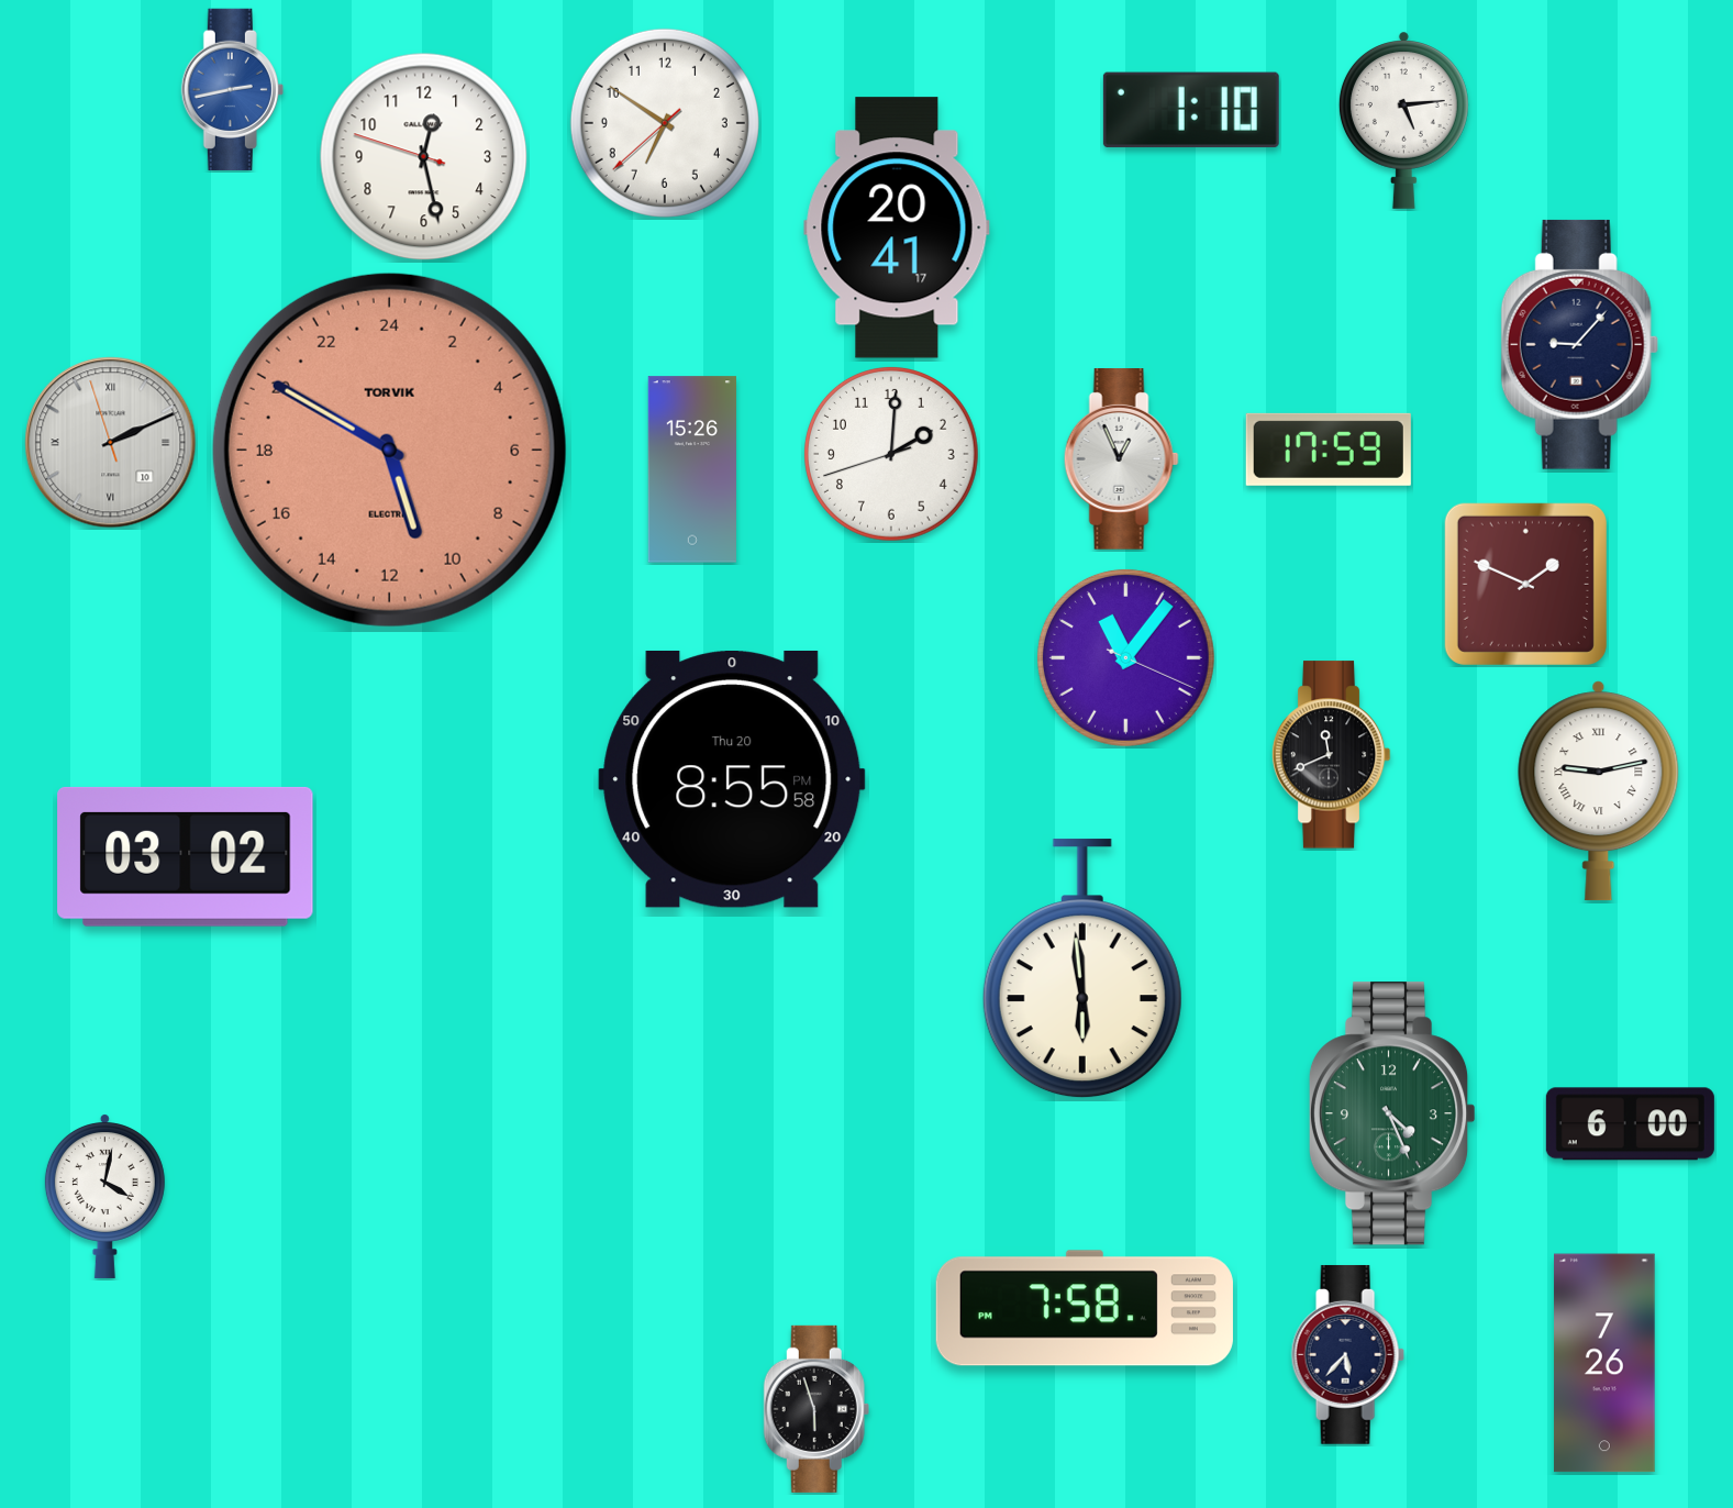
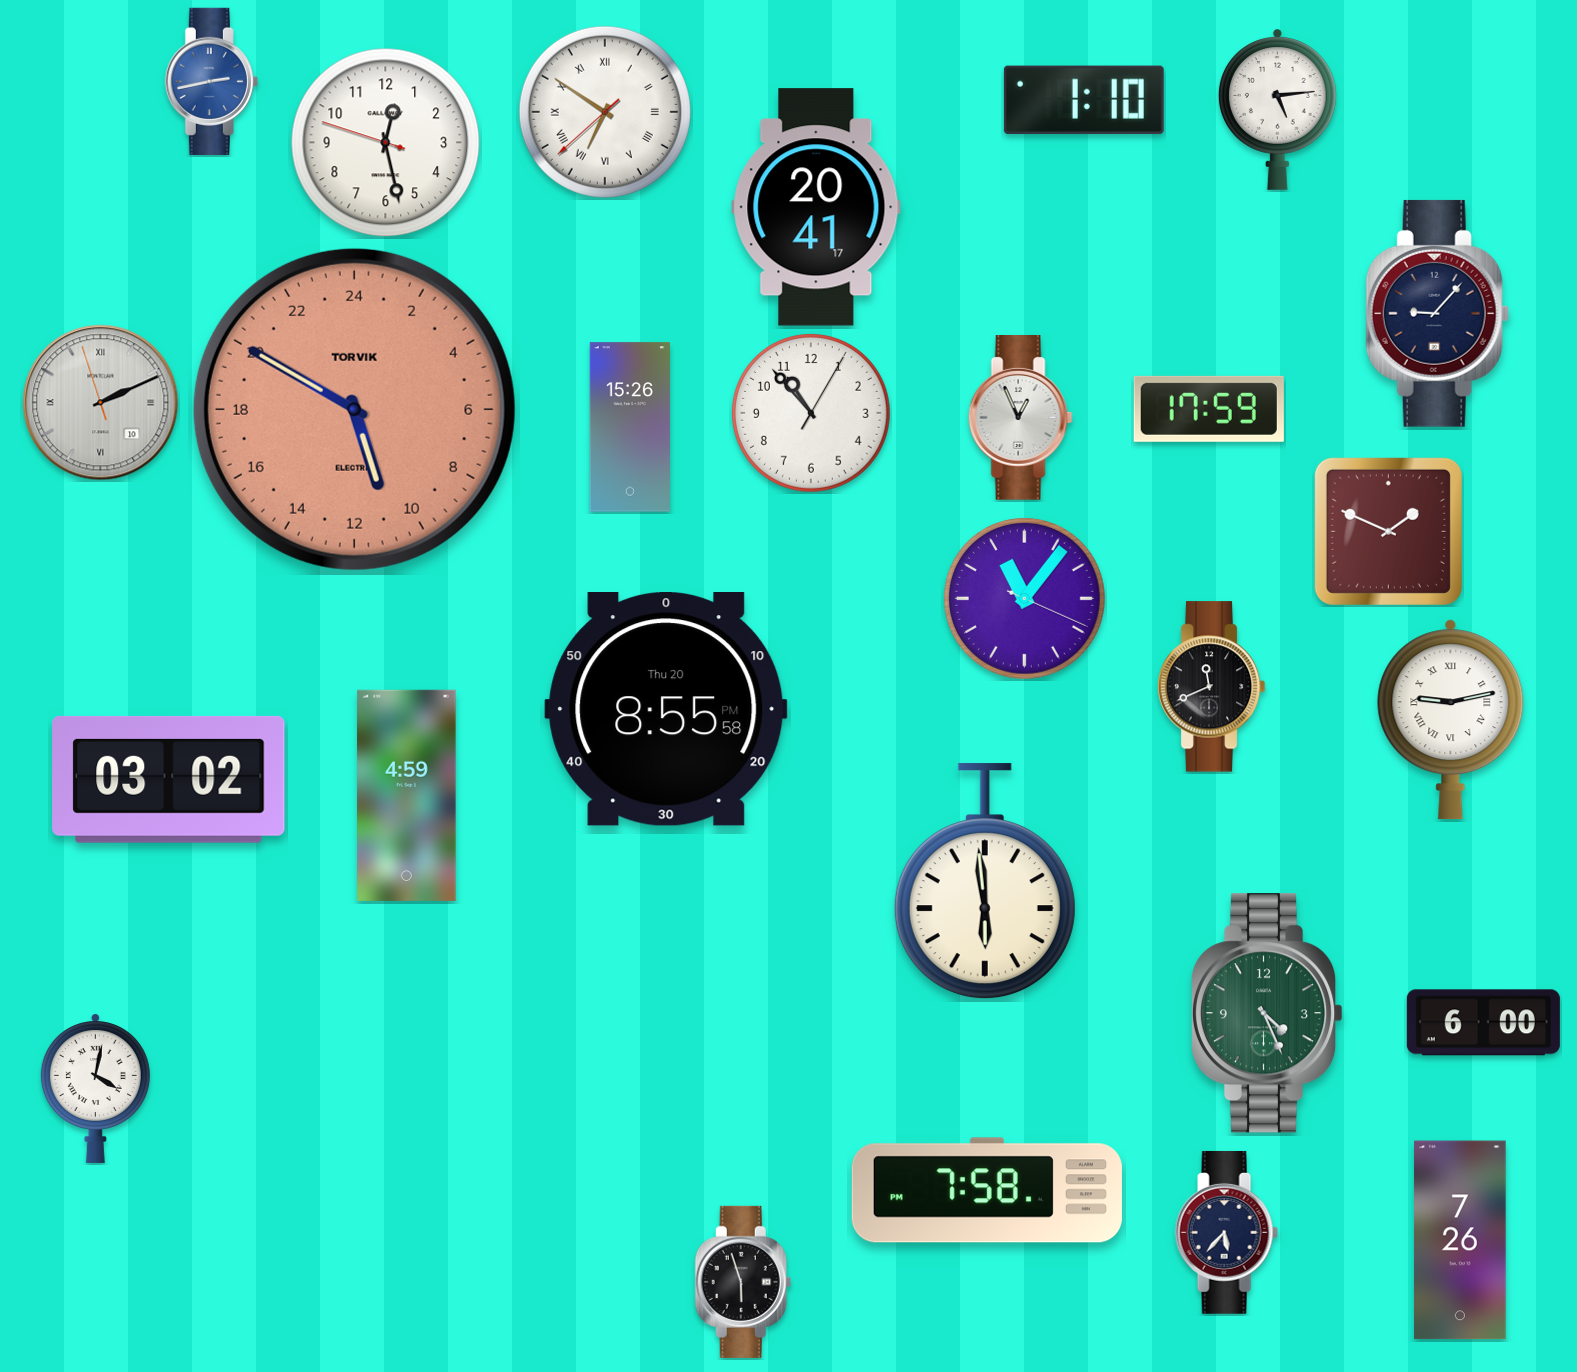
clock at (665, 123) numerals: Arabic -> Roman
clock at (891, 454): 2:00 -> 10:53
clock at (1599, 791) position: (1599, 791) -> (1451, 720)
clock at (407, 795): none -> 4:59
